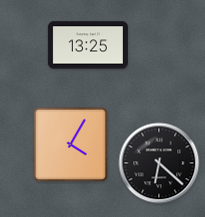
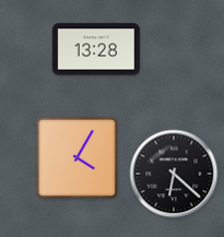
clock at (88, 45): 13:25 -> 13:28
clock at (159, 163) position: (159, 163) -> (174, 174)
